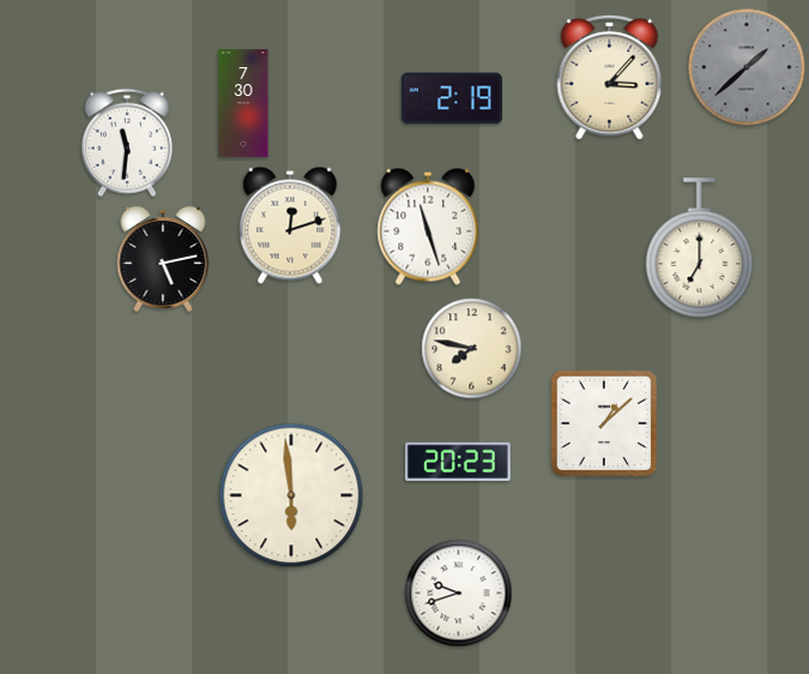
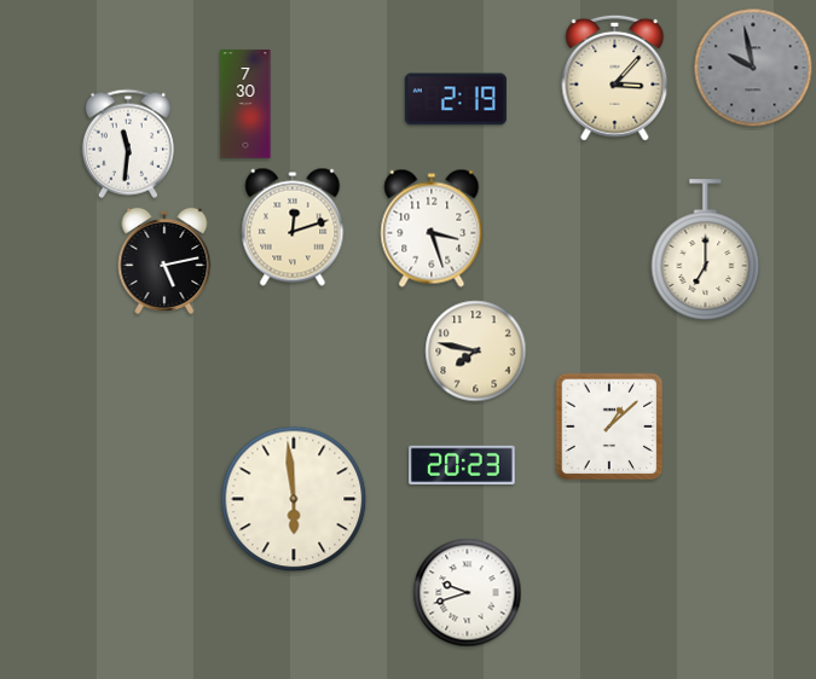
clock at (747, 67): 1:38 -> 9:58
clock at (428, 227): 11:27 -> 3:27
clock at (459, 594) position: (459, 594) -> (468, 593)
